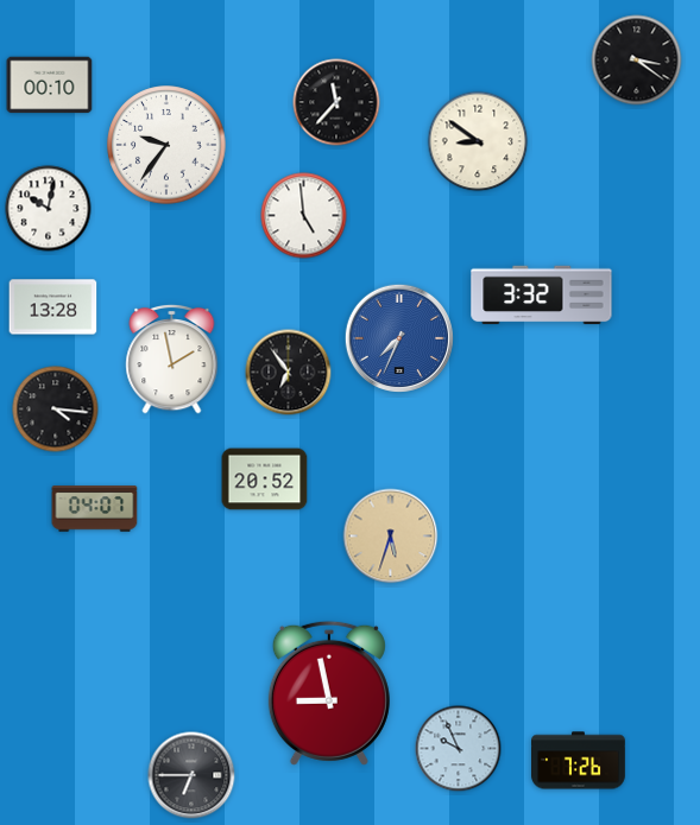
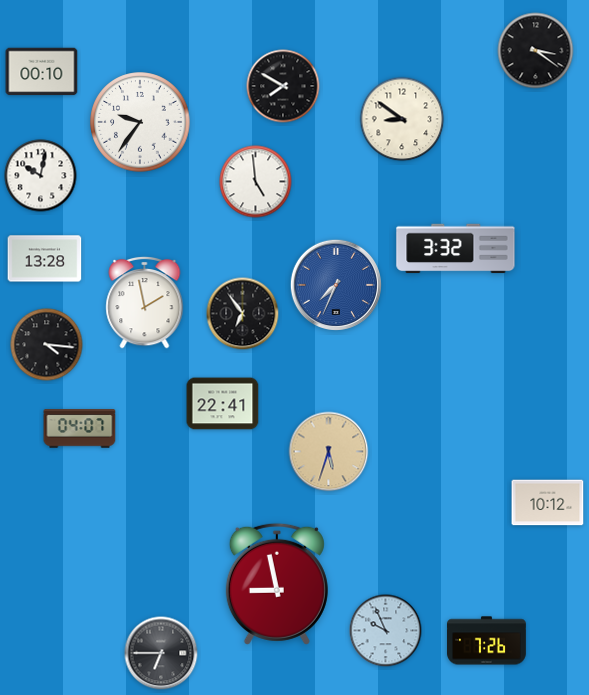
clock at (336, 102): 11:37 -> 7:50
clock at (265, 480): 20:52 -> 22:41
clock at (548, 503): none -> 10:12
